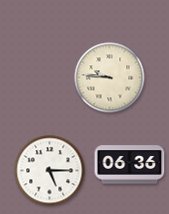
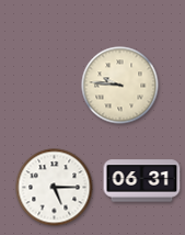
clock at (130, 165): 06:36 -> 06:31
